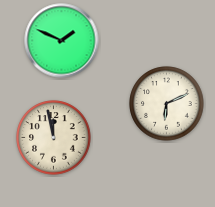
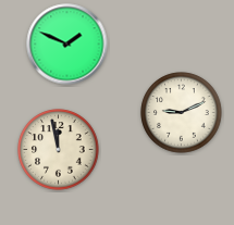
clock at (167, 104): 6:11 -> 9:11
